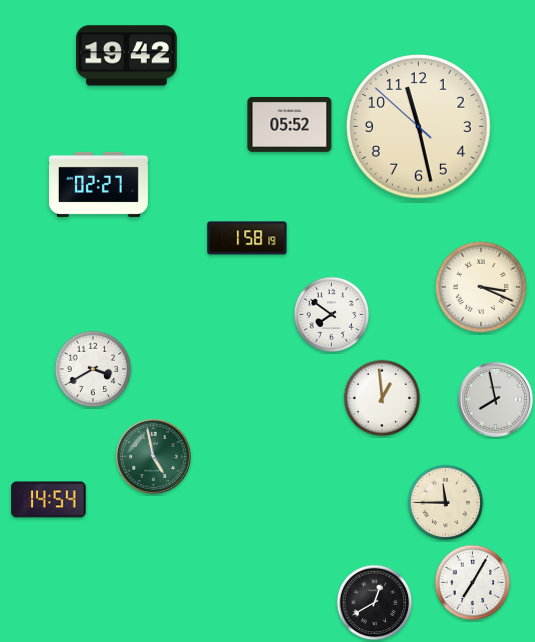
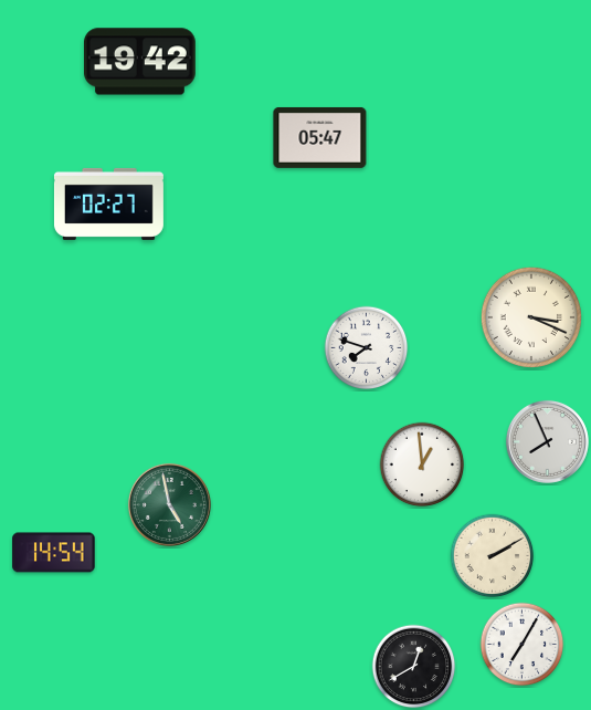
clock at (290, 124): 05:52 -> 05:47
clock at (419, 127): 11:27 -> none
clock at (247, 238): 1:58 -> none
clock at (332, 315): 7:51 -> 7:48
clock at (93, 369): 3:40 -> none
clock at (382, 398) position: (382, 398) -> (422, 464)
clock at (495, 399): 7:58 -> 7:56
clock at (446, 503): 11:45 -> 2:10
